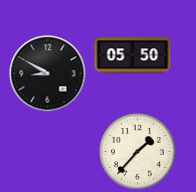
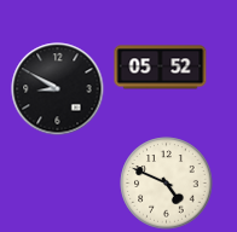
clock at (133, 56): 05:50 -> 05:52
clock at (138, 152): 1:37 -> 4:49
